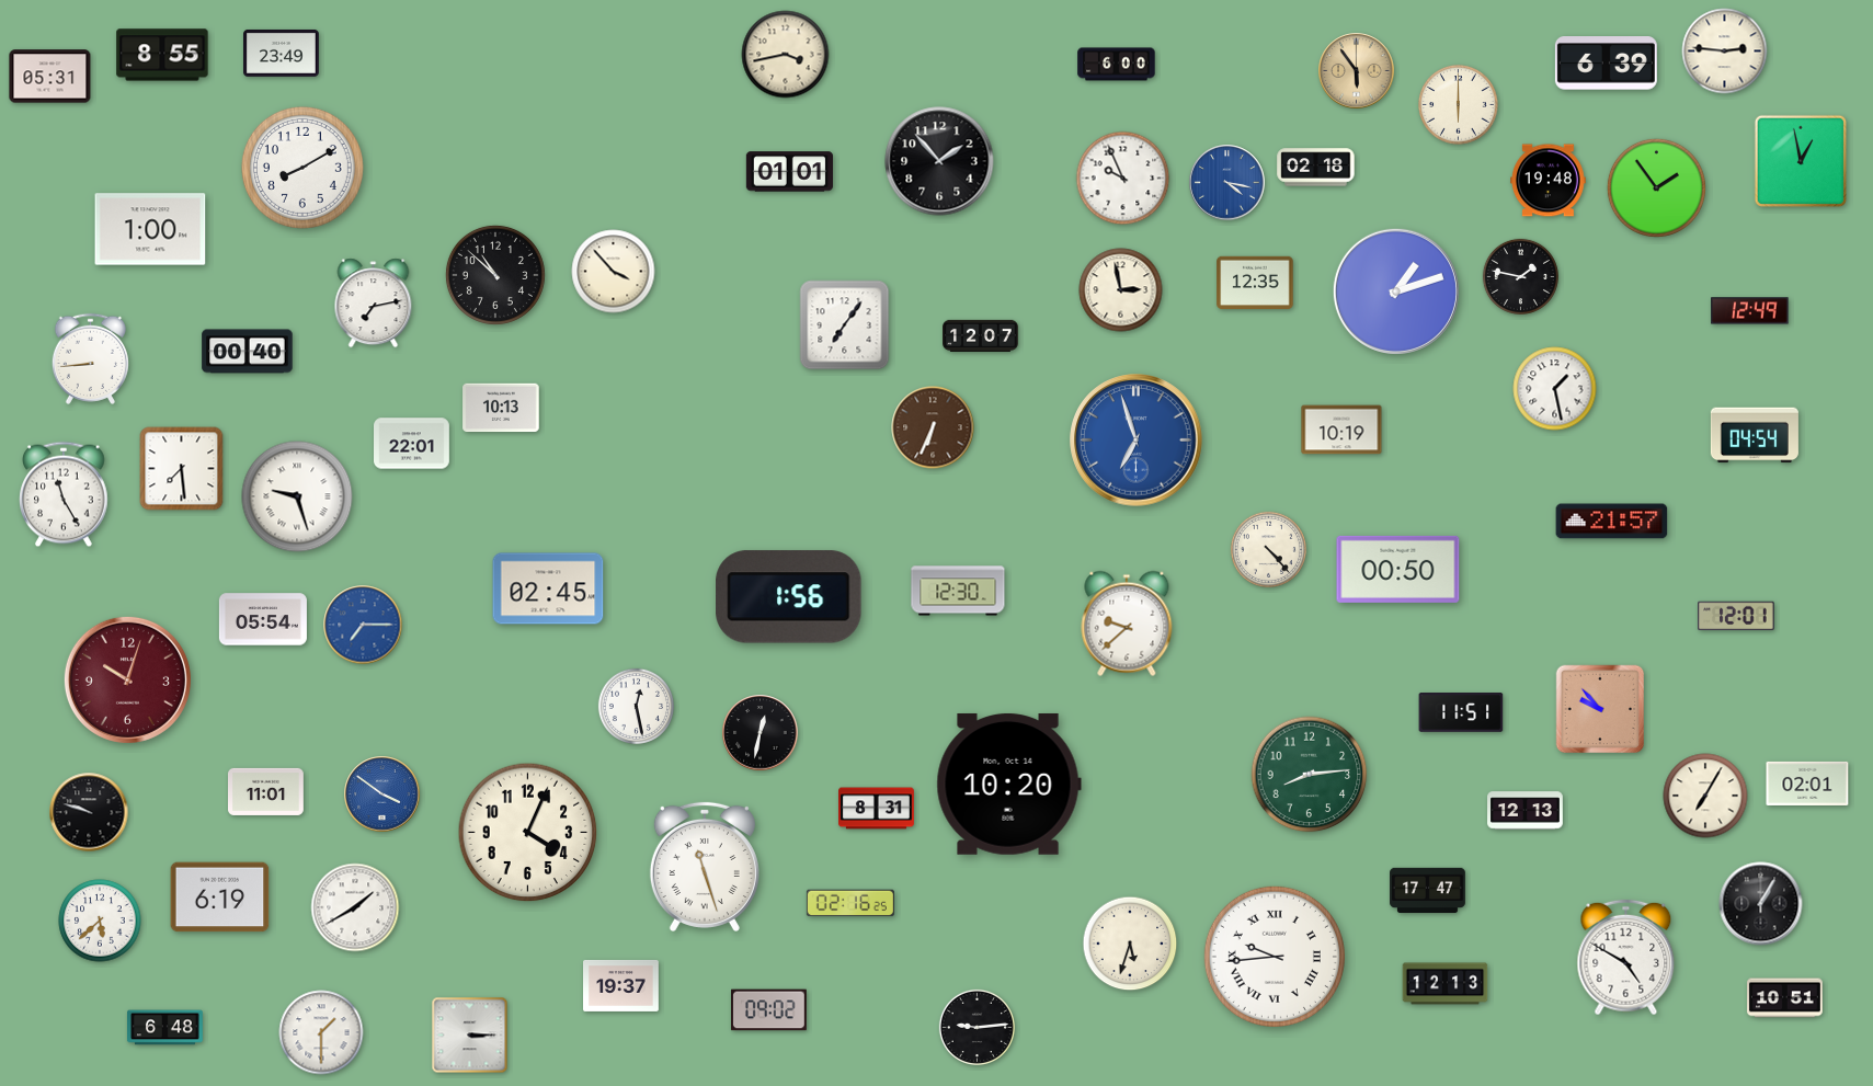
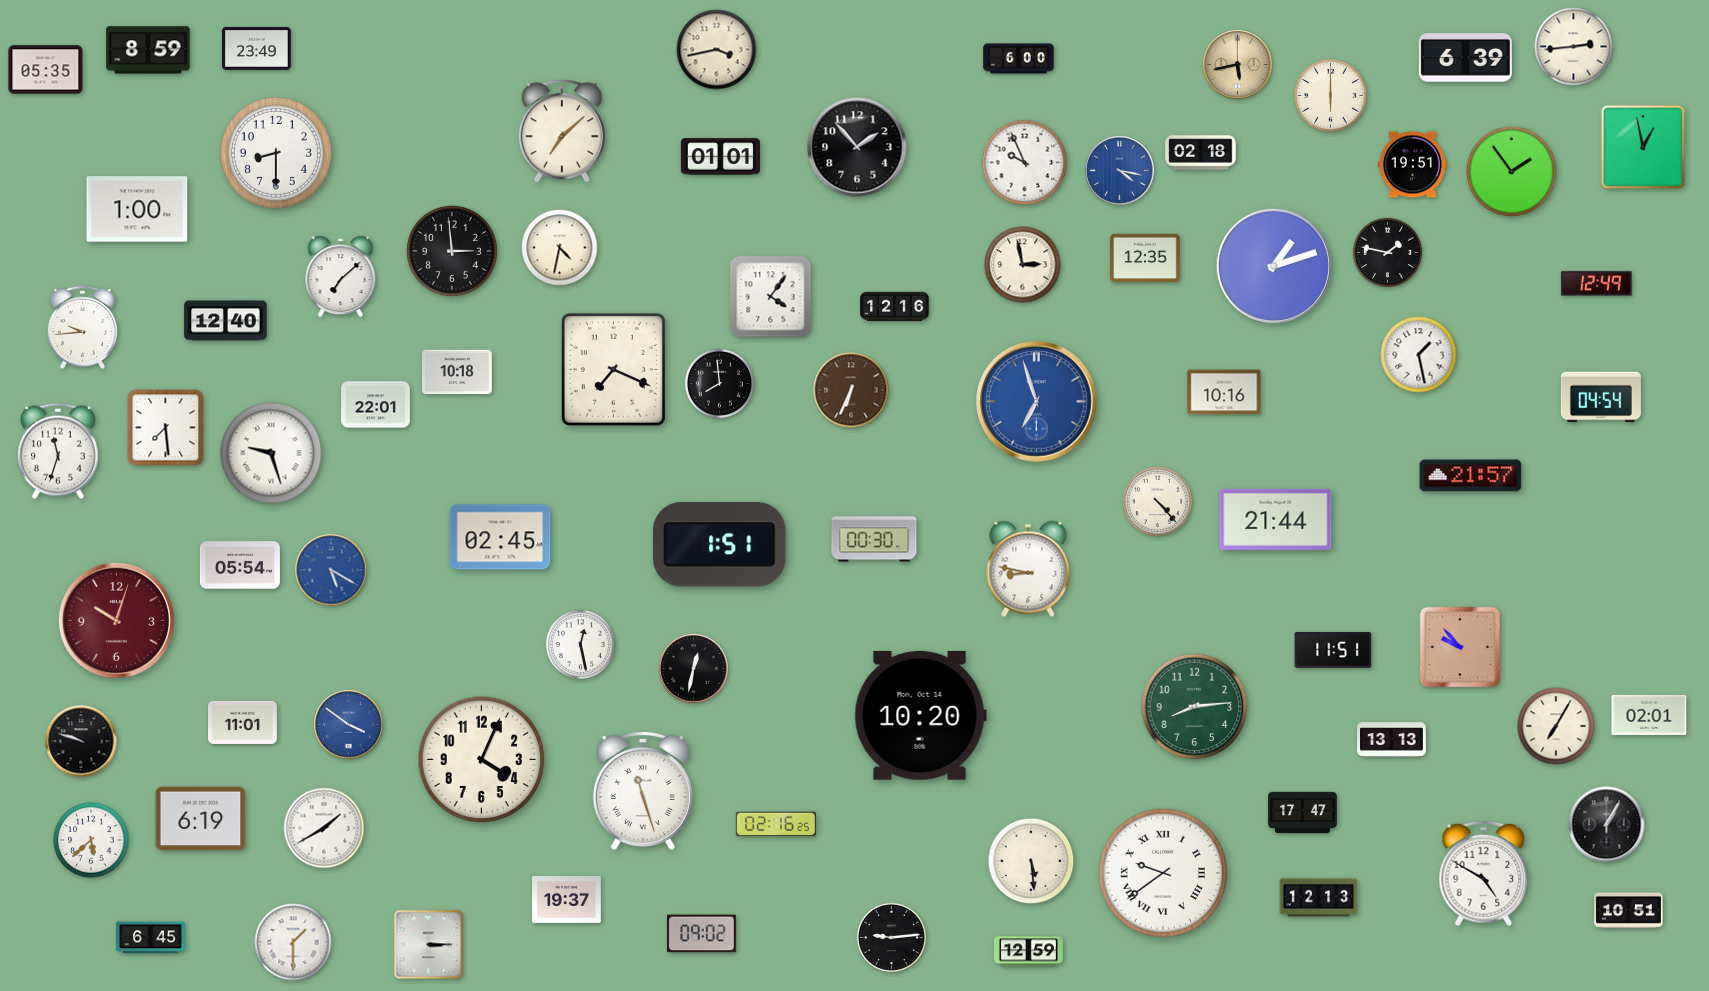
clock at (1725, 52): 2:46 -> 2:44
clock at (162, 55): 8:55 -> 8:59
clock at (1357, 71): 5:54 -> 5:43
clock at (50, 77): 05:31 -> 05:35
clock at (561, 131): none -> 7:08
clock at (302, 168): 8:10 -> 8:30
clock at (1549, 181): 19:48 -> 19:51
clock at (1227, 183) position: (1227, 183) -> (1120, 171)
clock at (614, 272): 3:53 -> 4:32
clock at (495, 275): 10:52 -> 2:59
clock at (374, 304): 7:13 -> 7:08
clock at (845, 325): 7:06 -> 4:06
clock at (981, 335): 12:07 -> 12:16
clock at (248, 352): 00:40 -> 12:40
clock at (90, 358): 8:44 -> 9:44
clock at (613, 369): none -> 7:19
clock at (501, 408): 10:13 -> 10:18
clock at (719, 383): none -> 7:59
clock at (1341, 430): 10:19 -> 10:16
clock at (65, 494): 11:25 -> 11:33
clock at (1398, 569): 00:50 -> 21:44
clock at (958, 591): 12:30 -> 00:30
clock at (789, 597): 1:56 -> 1:51
clock at (1736, 615): 12:01 -> none
clock at (1127, 624): 9:38 -> 8:47
clock at (363, 625): 7:15 -> 5:20
clock at (877, 809): 8:31 -> none
clock at (1526, 811): 12:13 -> 13:13
clock at (1130, 944): 5:33 -> 5:29
clock at (1275, 957): 9:44 -> 9:39
clock at (769, 1010) position: (769, 1010) -> (702, 934)
clock at (165, 1028): 6:48 -> 6:45
clock at (1029, 952): none -> 12:59
